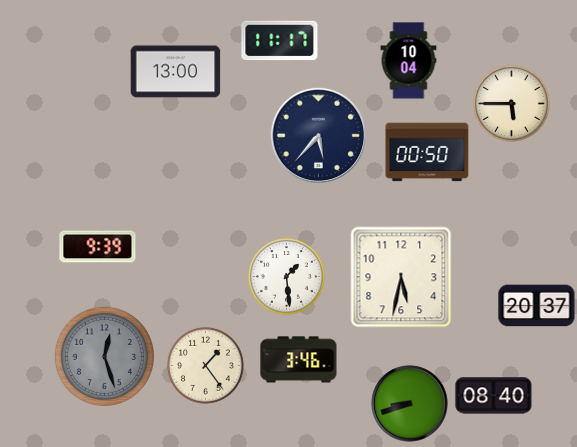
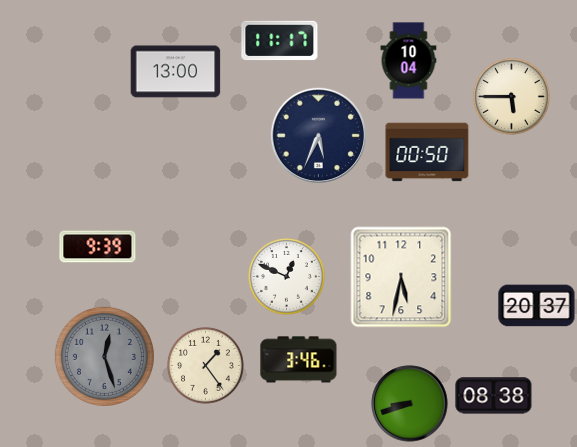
clock at (512, 104) position: (512, 104) -> (512, 97)
clock at (318, 135): 5:37 -> 5:34
clock at (287, 277): 1:29 -> 12:49
clock at (494, 396): 08:40 -> 08:38
